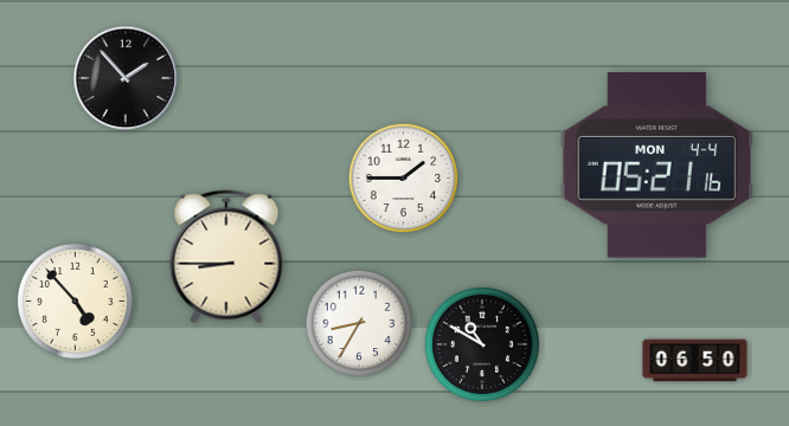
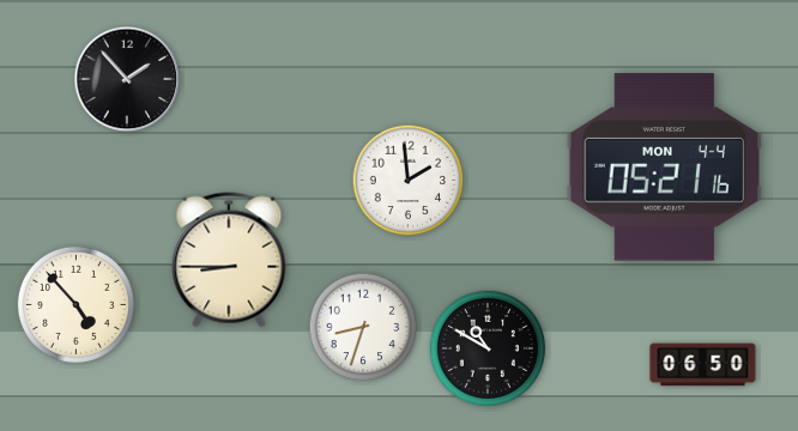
clock at (404, 179): 1:45 -> 1:59
clock at (359, 323): 8:35 -> 8:33
